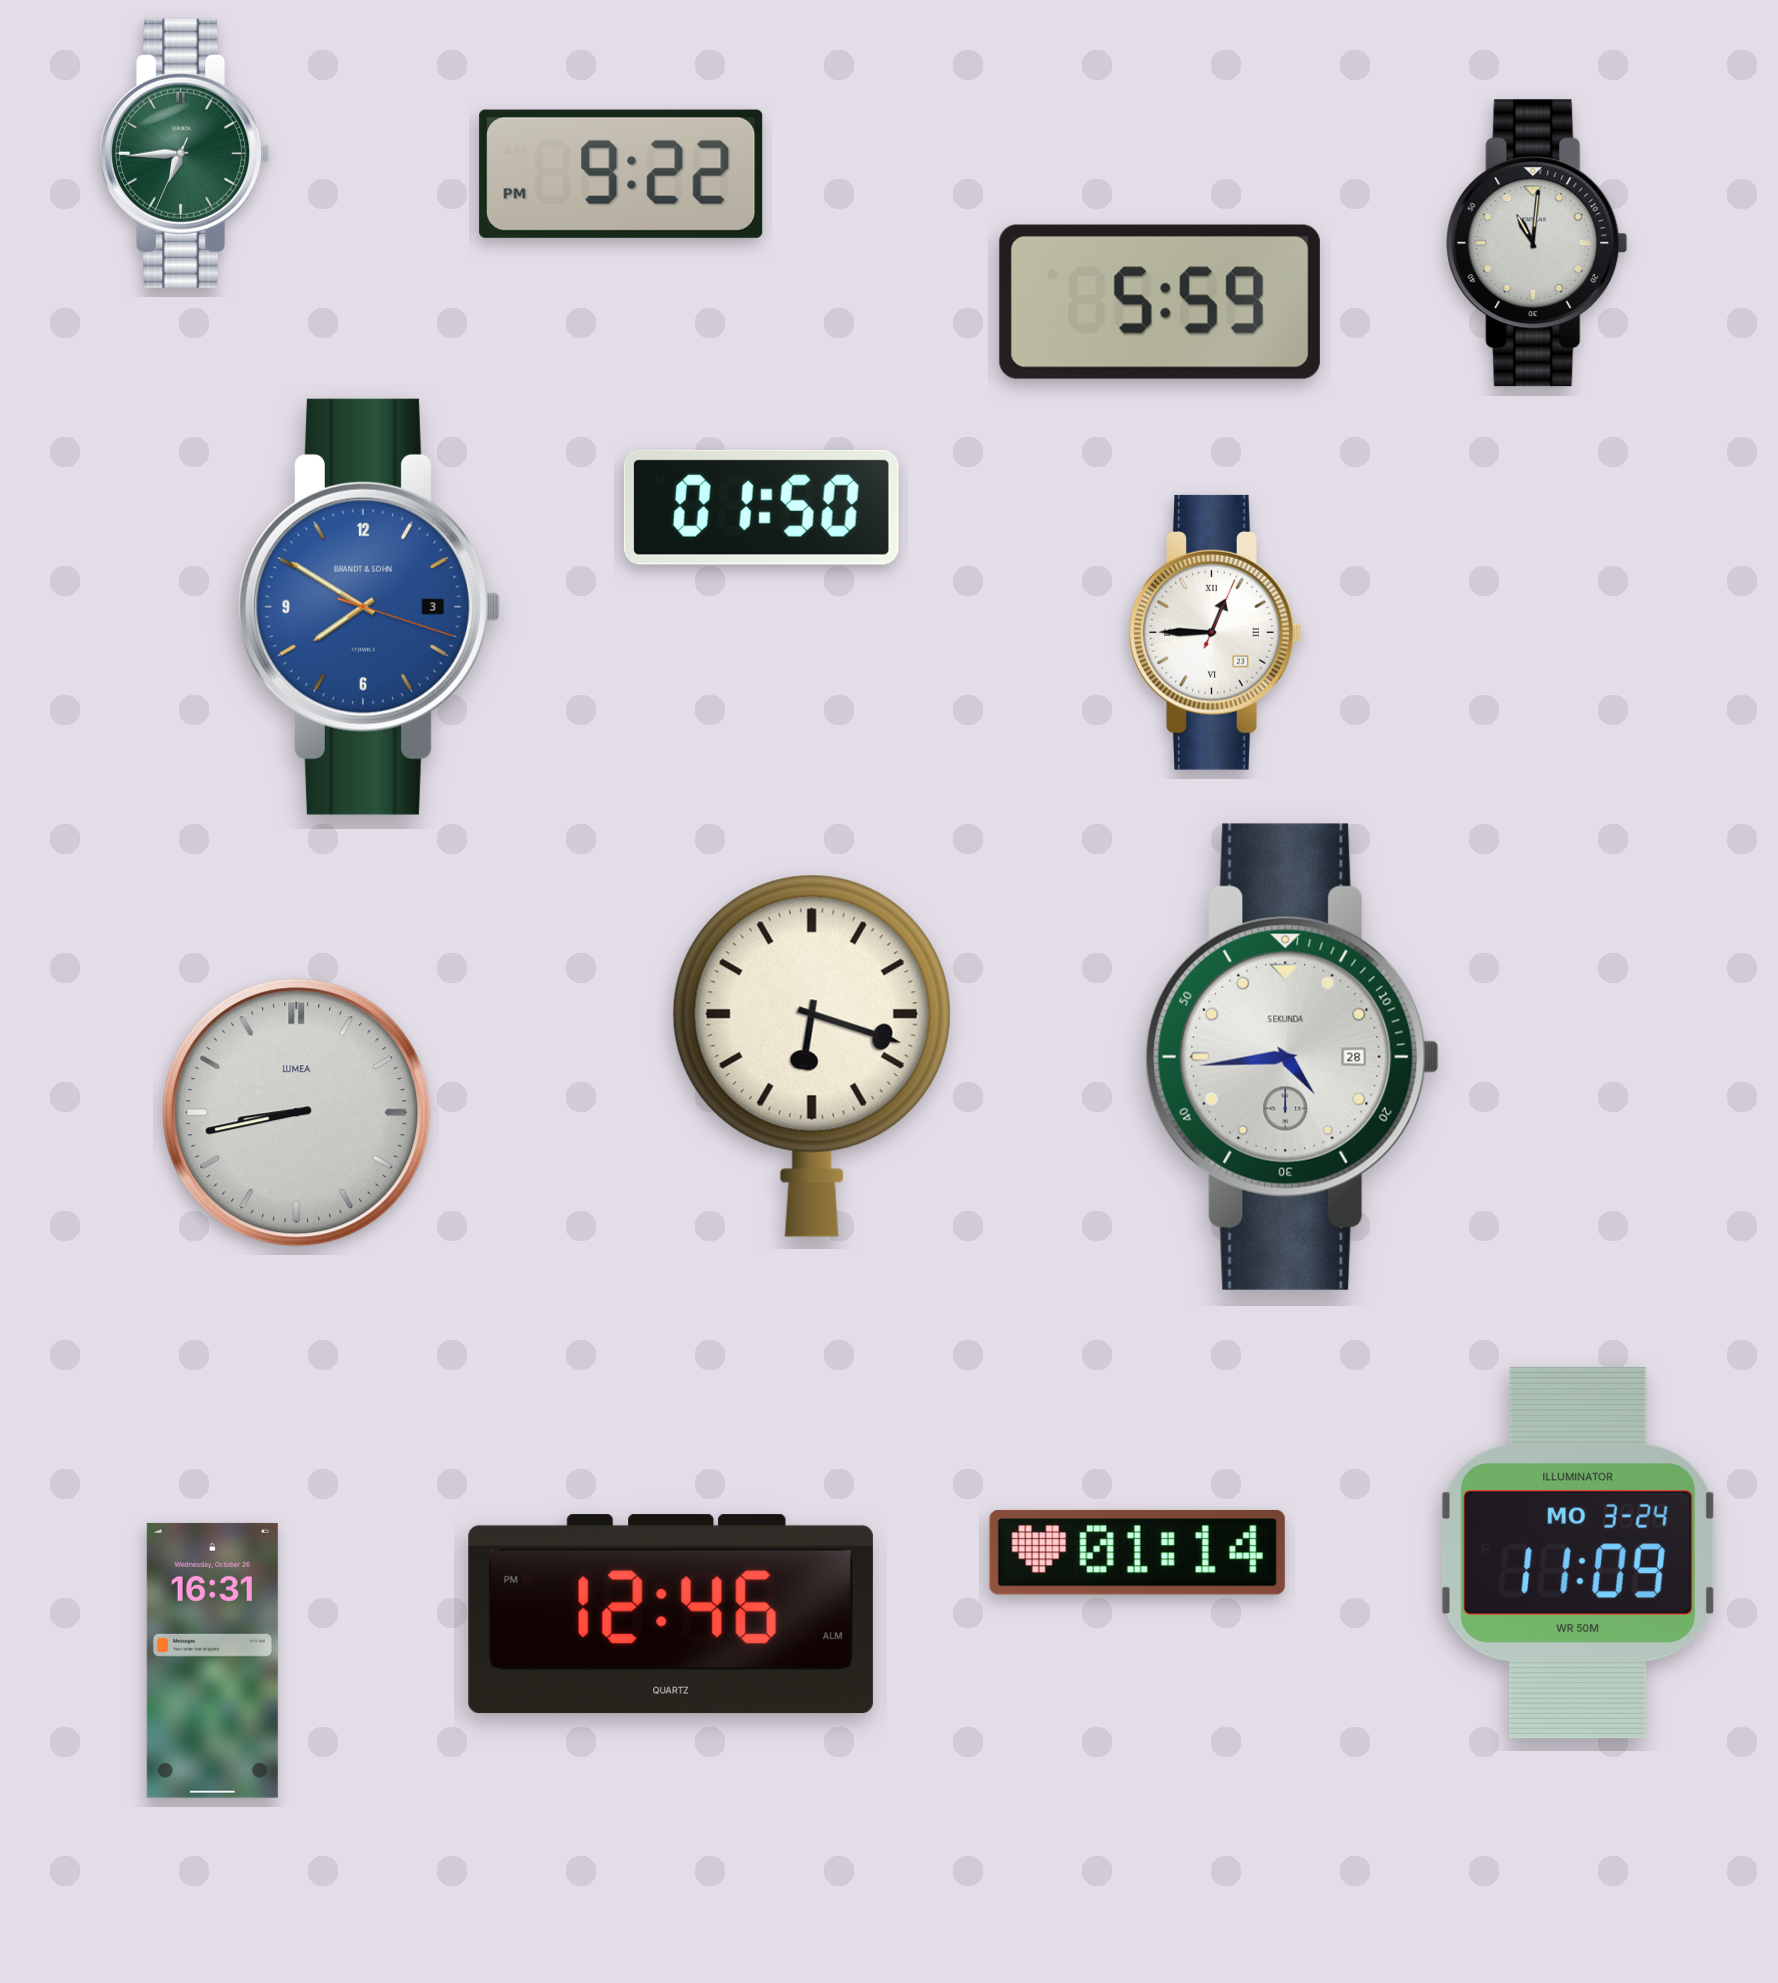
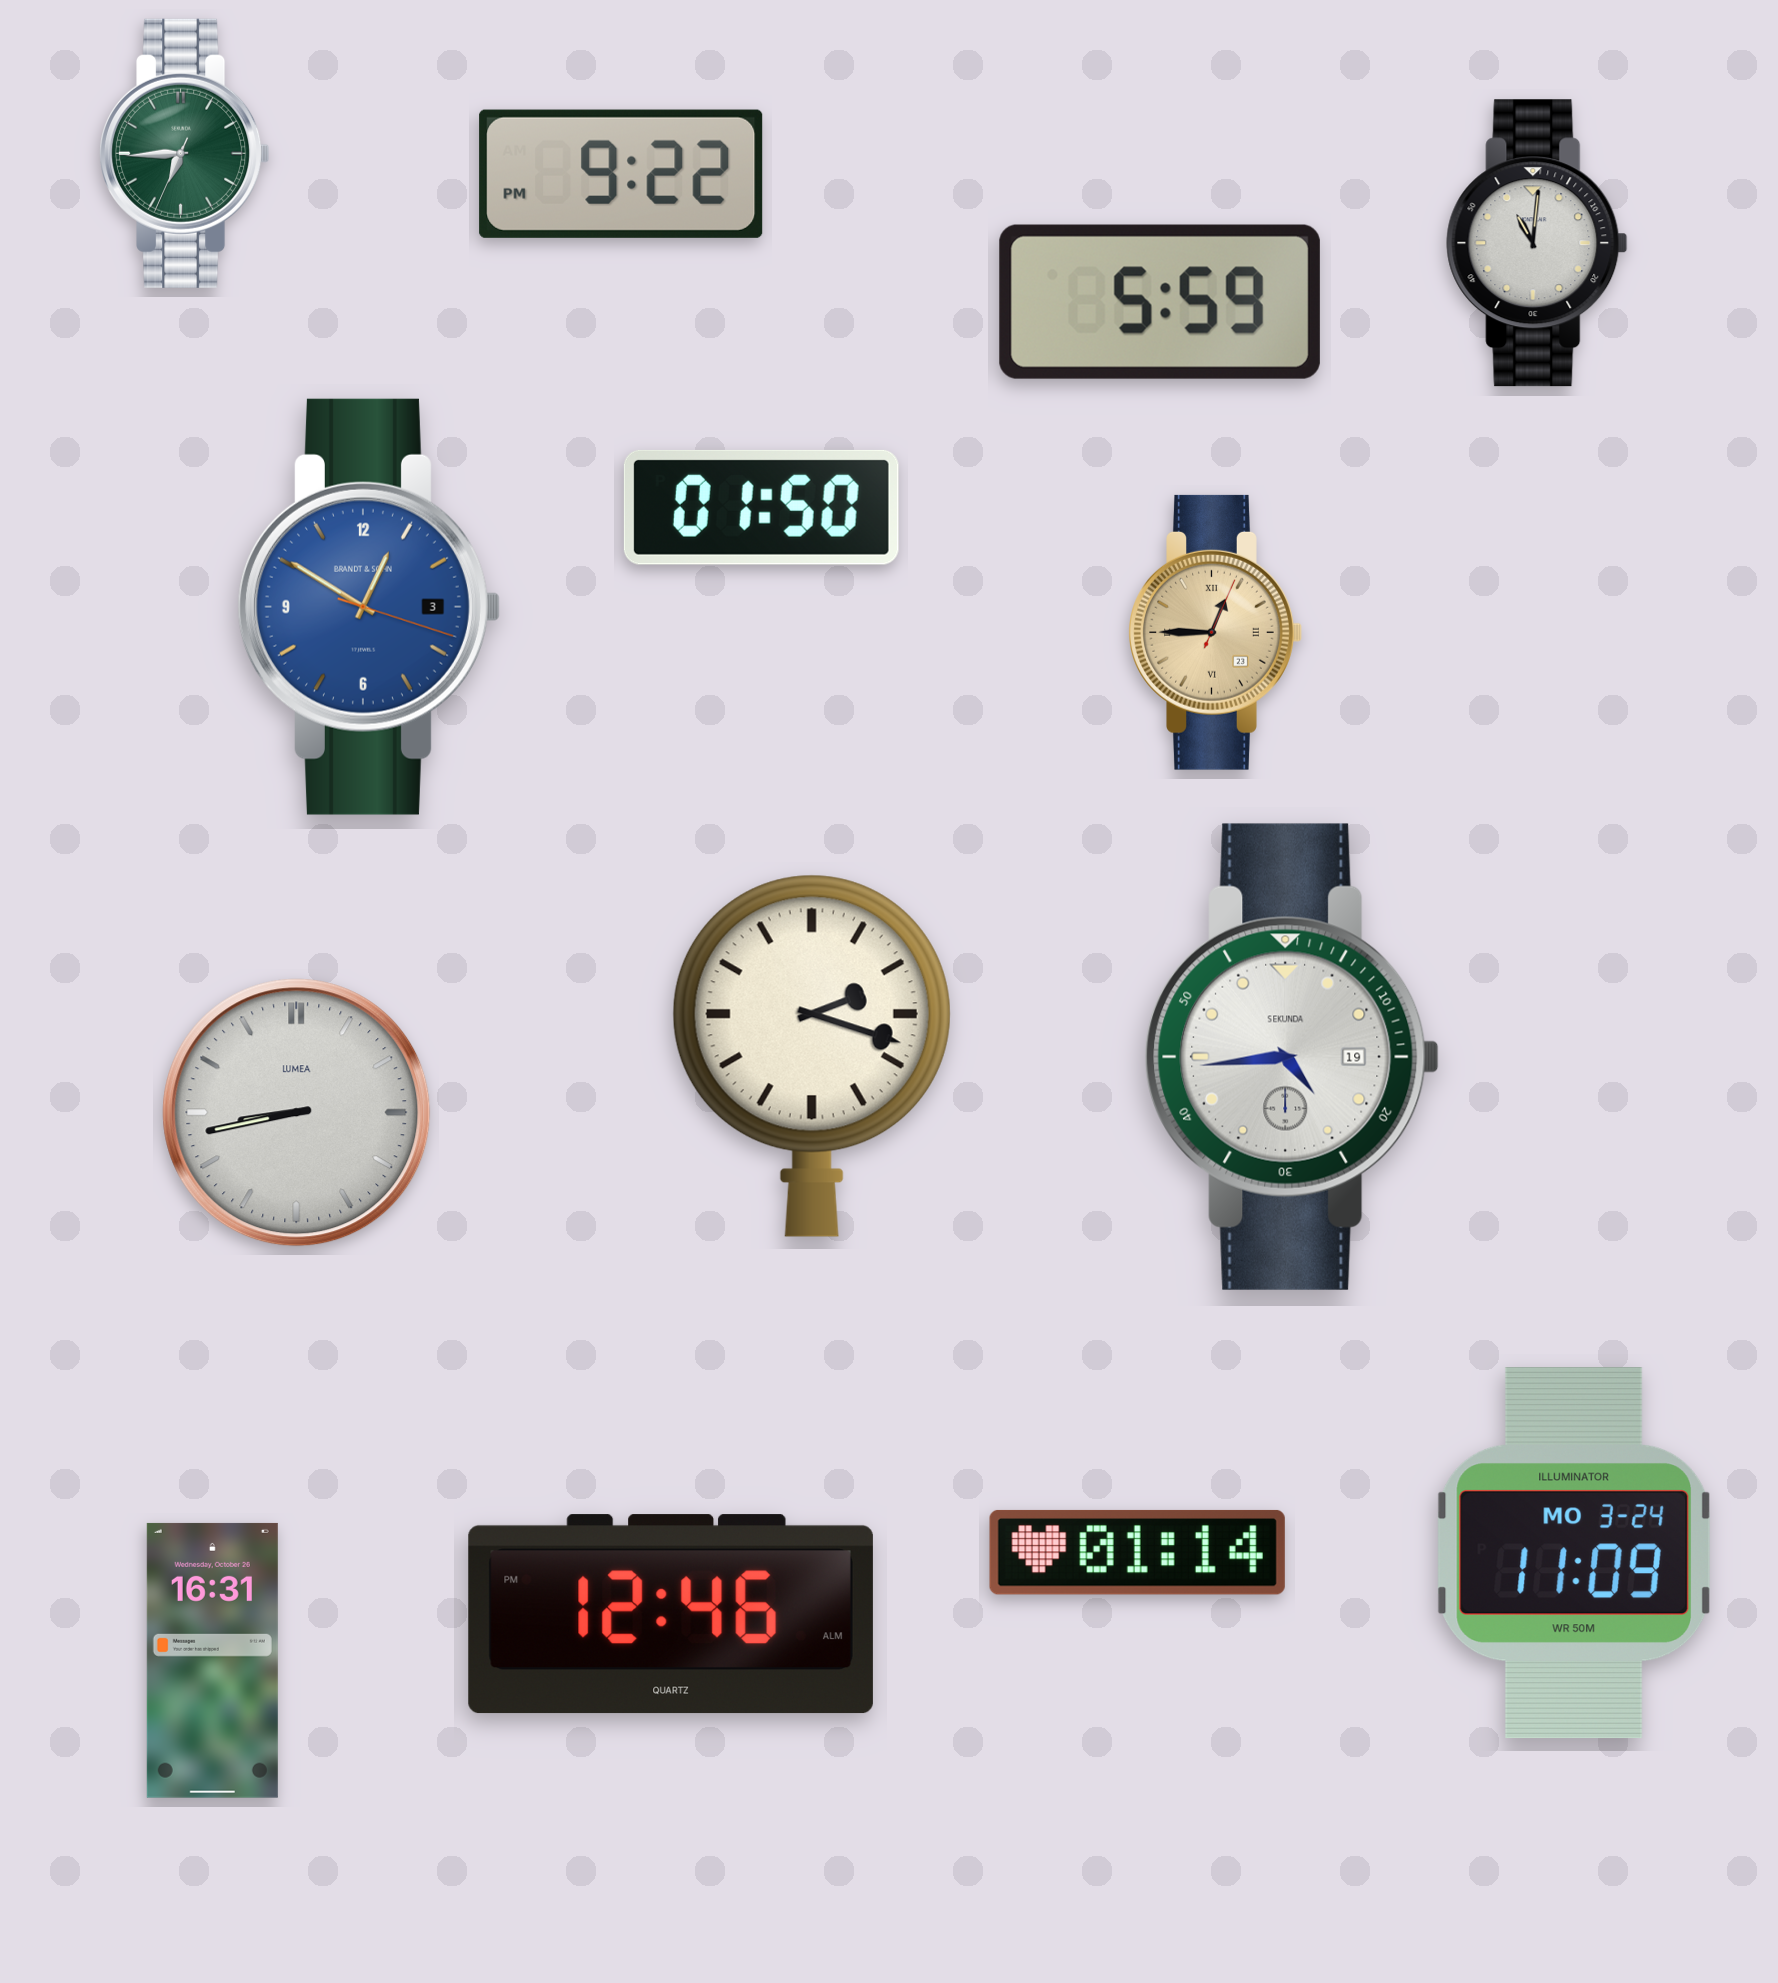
clock at (368, 607): 7:50 -> 12:50
clock at (1215, 632) dial: white -> champagne
clock at (812, 1056): 6:18 -> 2:18
clock at (1292, 1057) date: 28 -> 19
clock at (1578, 1553) position: (1578, 1553) -> (1574, 1553)
